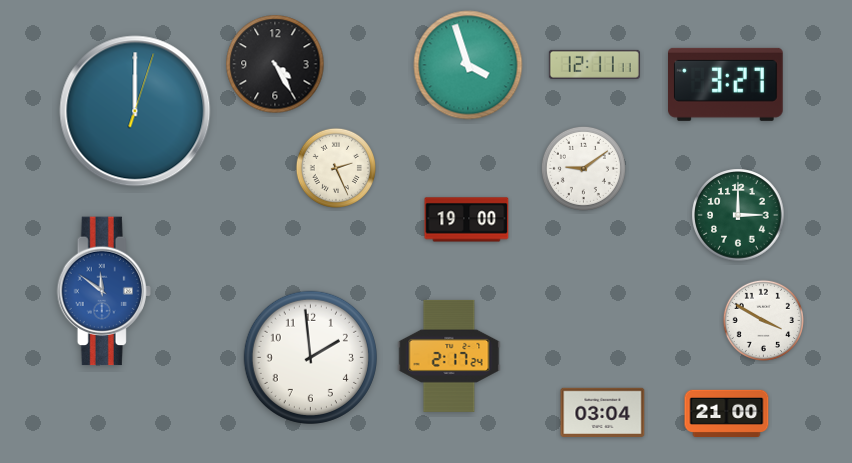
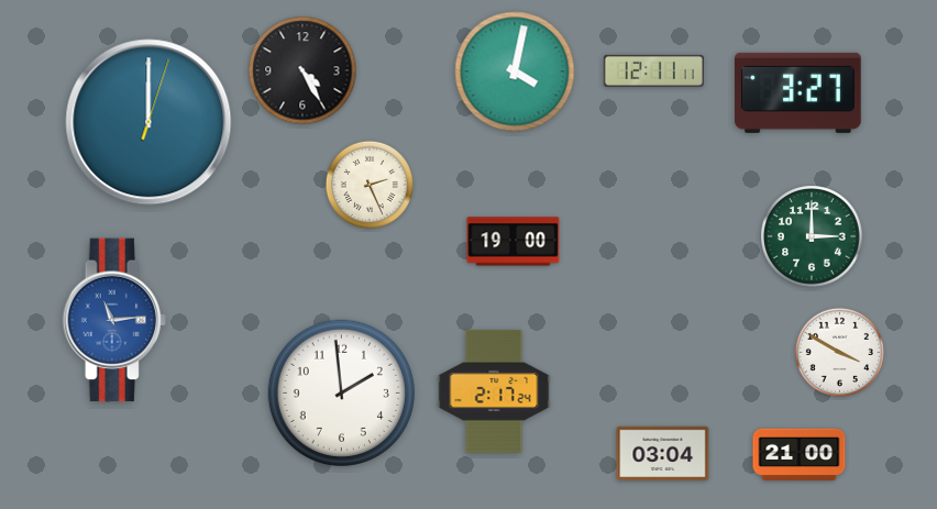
clock at (468, 65): 3:57 -> 4:02
clock at (583, 168): 9:09 -> none
clock at (104, 291): 11:51 -> 11:14
